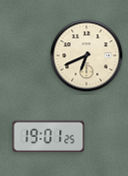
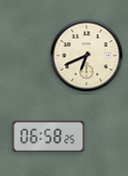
clock at (49, 137): 19:01 -> 06:58
